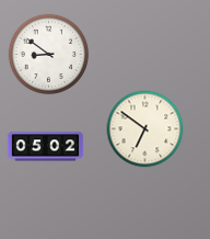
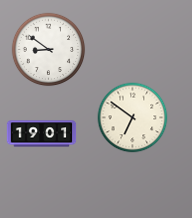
clock at (49, 55) position: (49, 55) -> (49, 50)
clock at (46, 147): 05:02 -> 19:01
